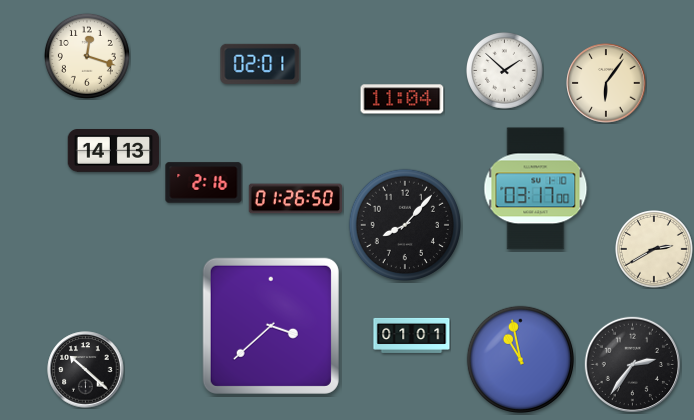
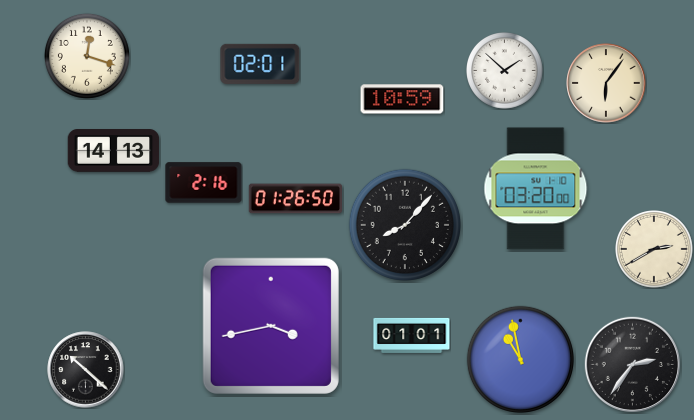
clock at (402, 99): 11:04 -> 10:59
clock at (536, 189): 03:17 -> 03:20
clock at (271, 326): 3:38 -> 3:43
